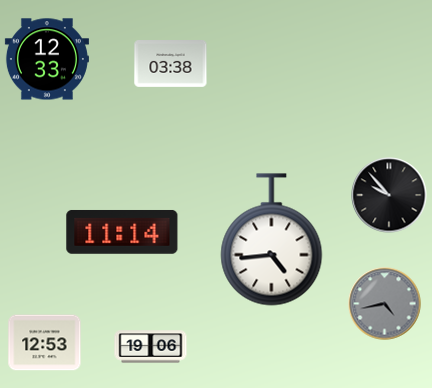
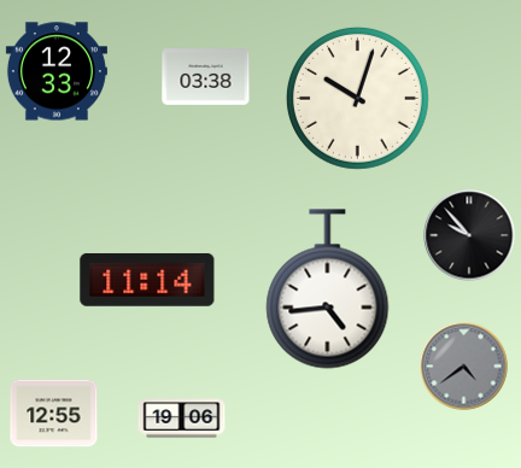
clock at (357, 98): none -> 10:03
clock at (385, 304): 4:43 -> 4:39
clock at (45, 343): 12:53 -> 12:55
